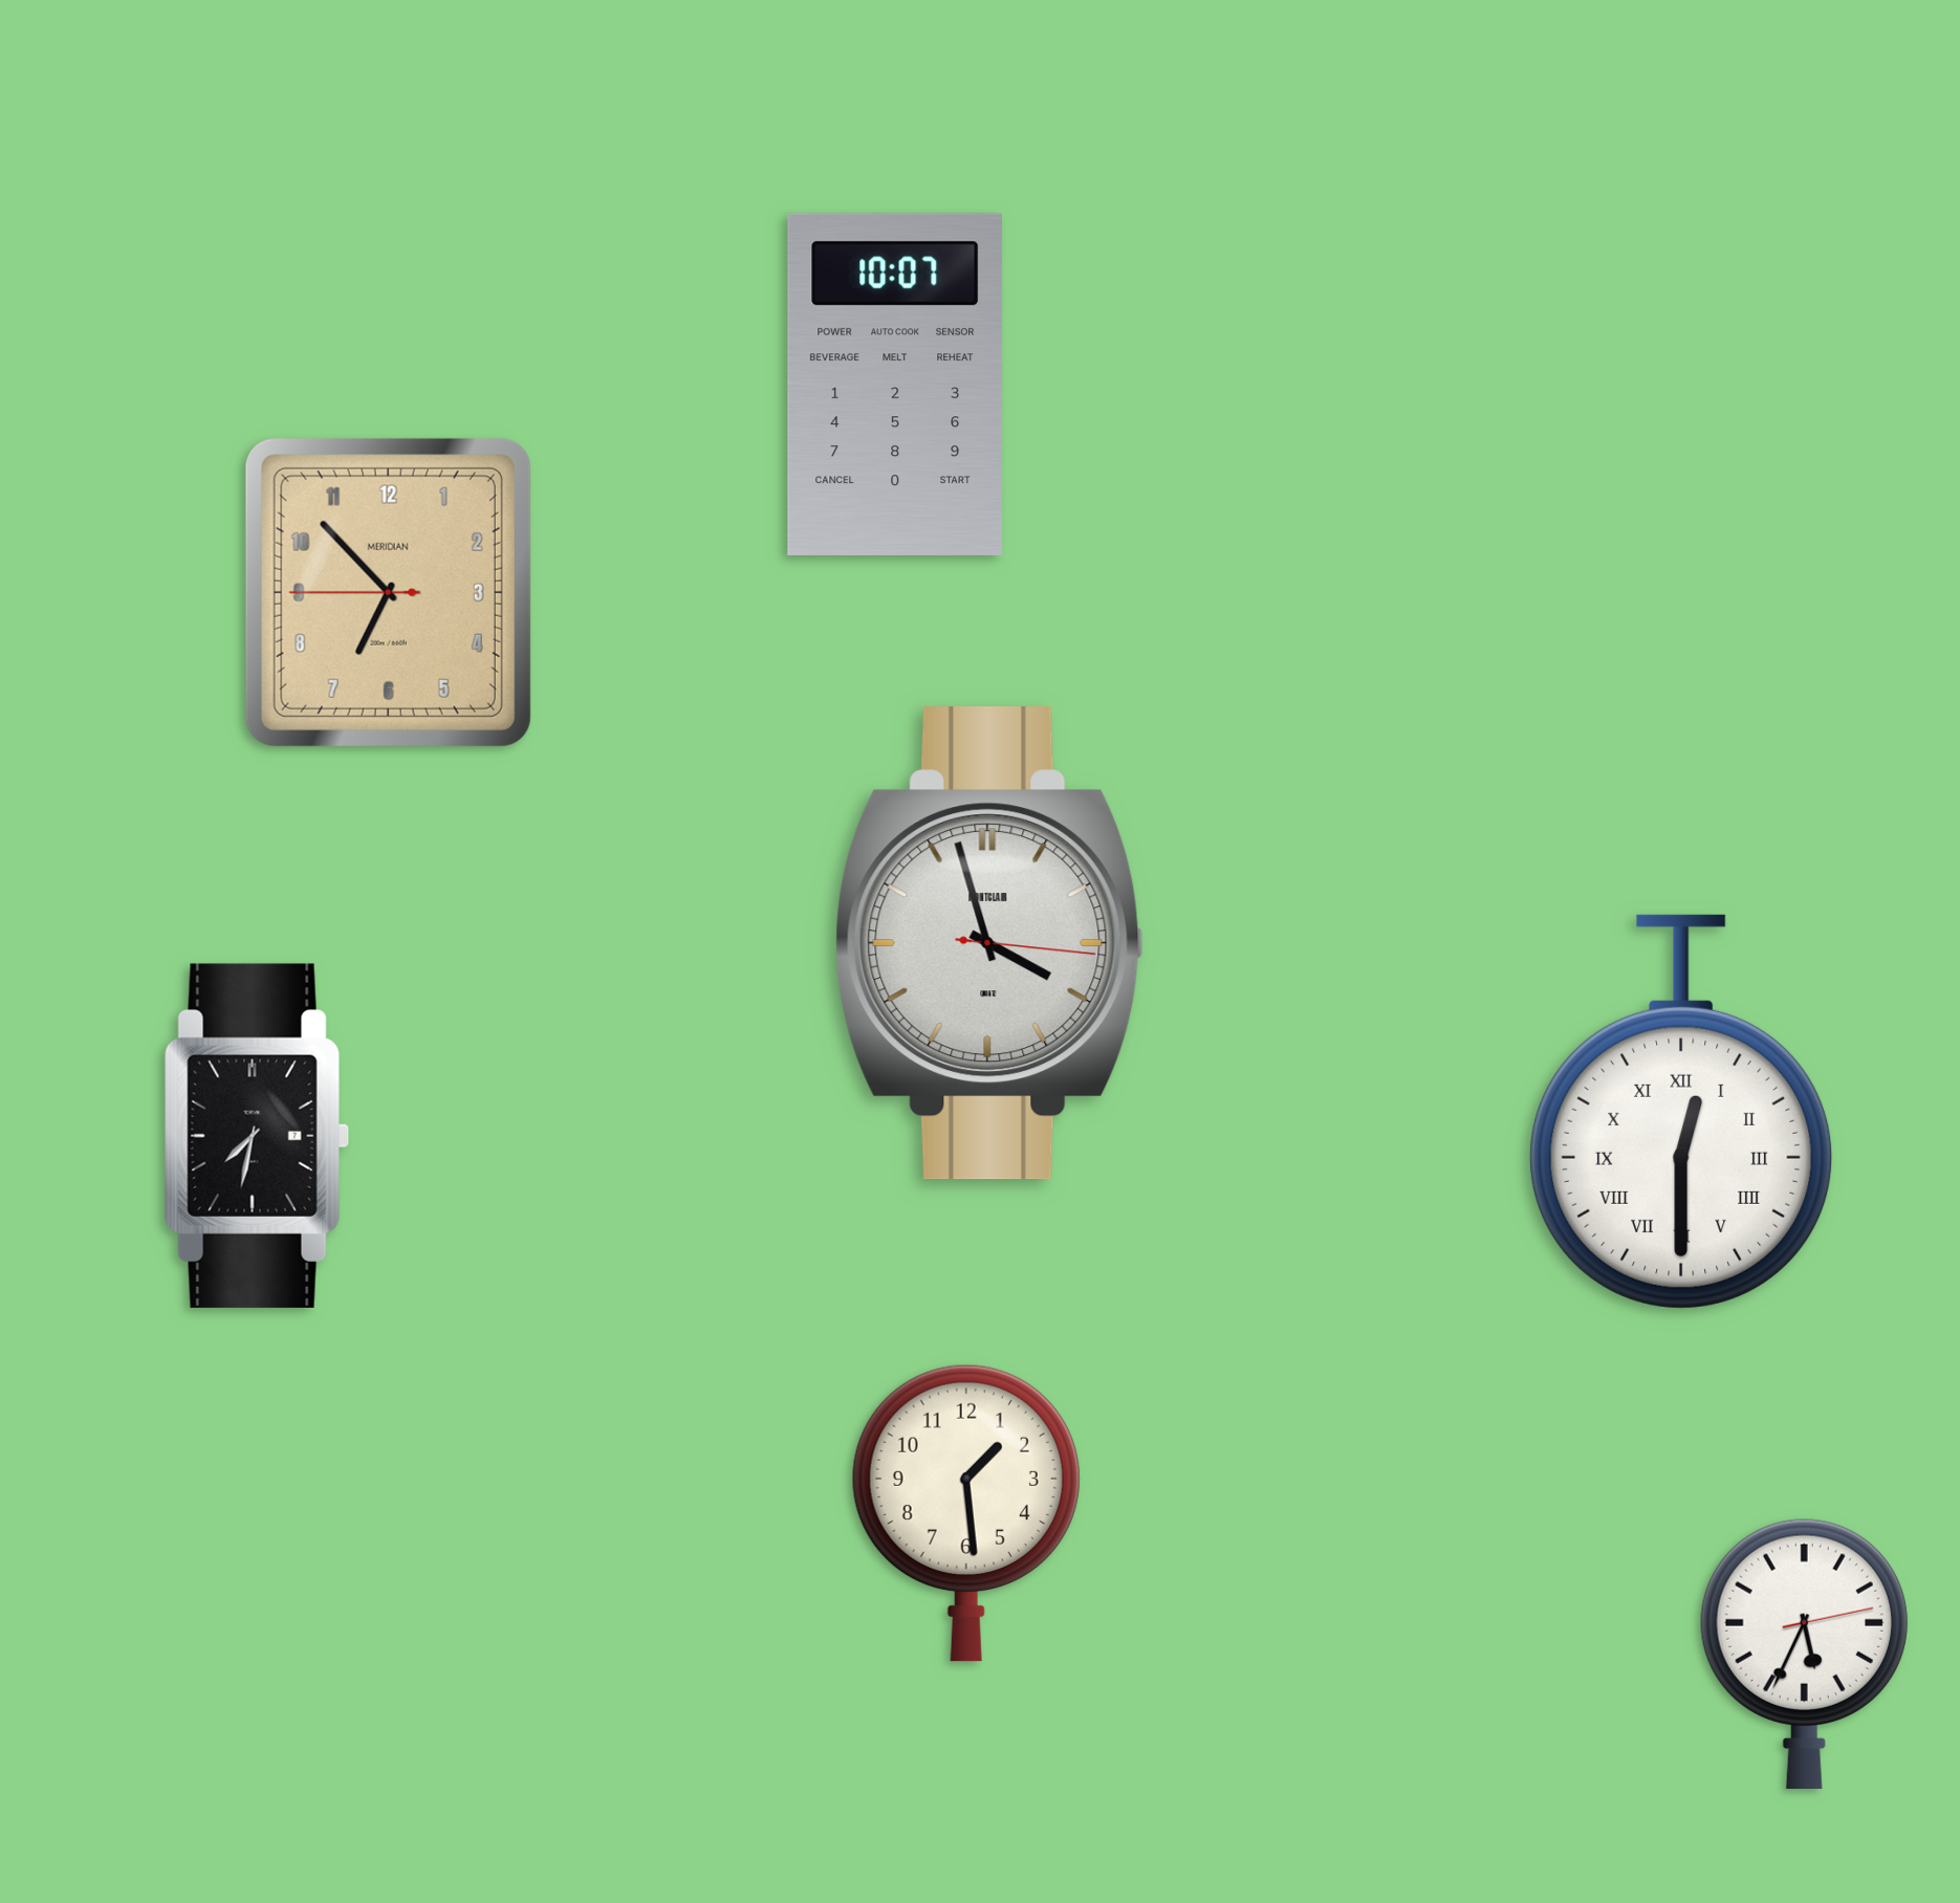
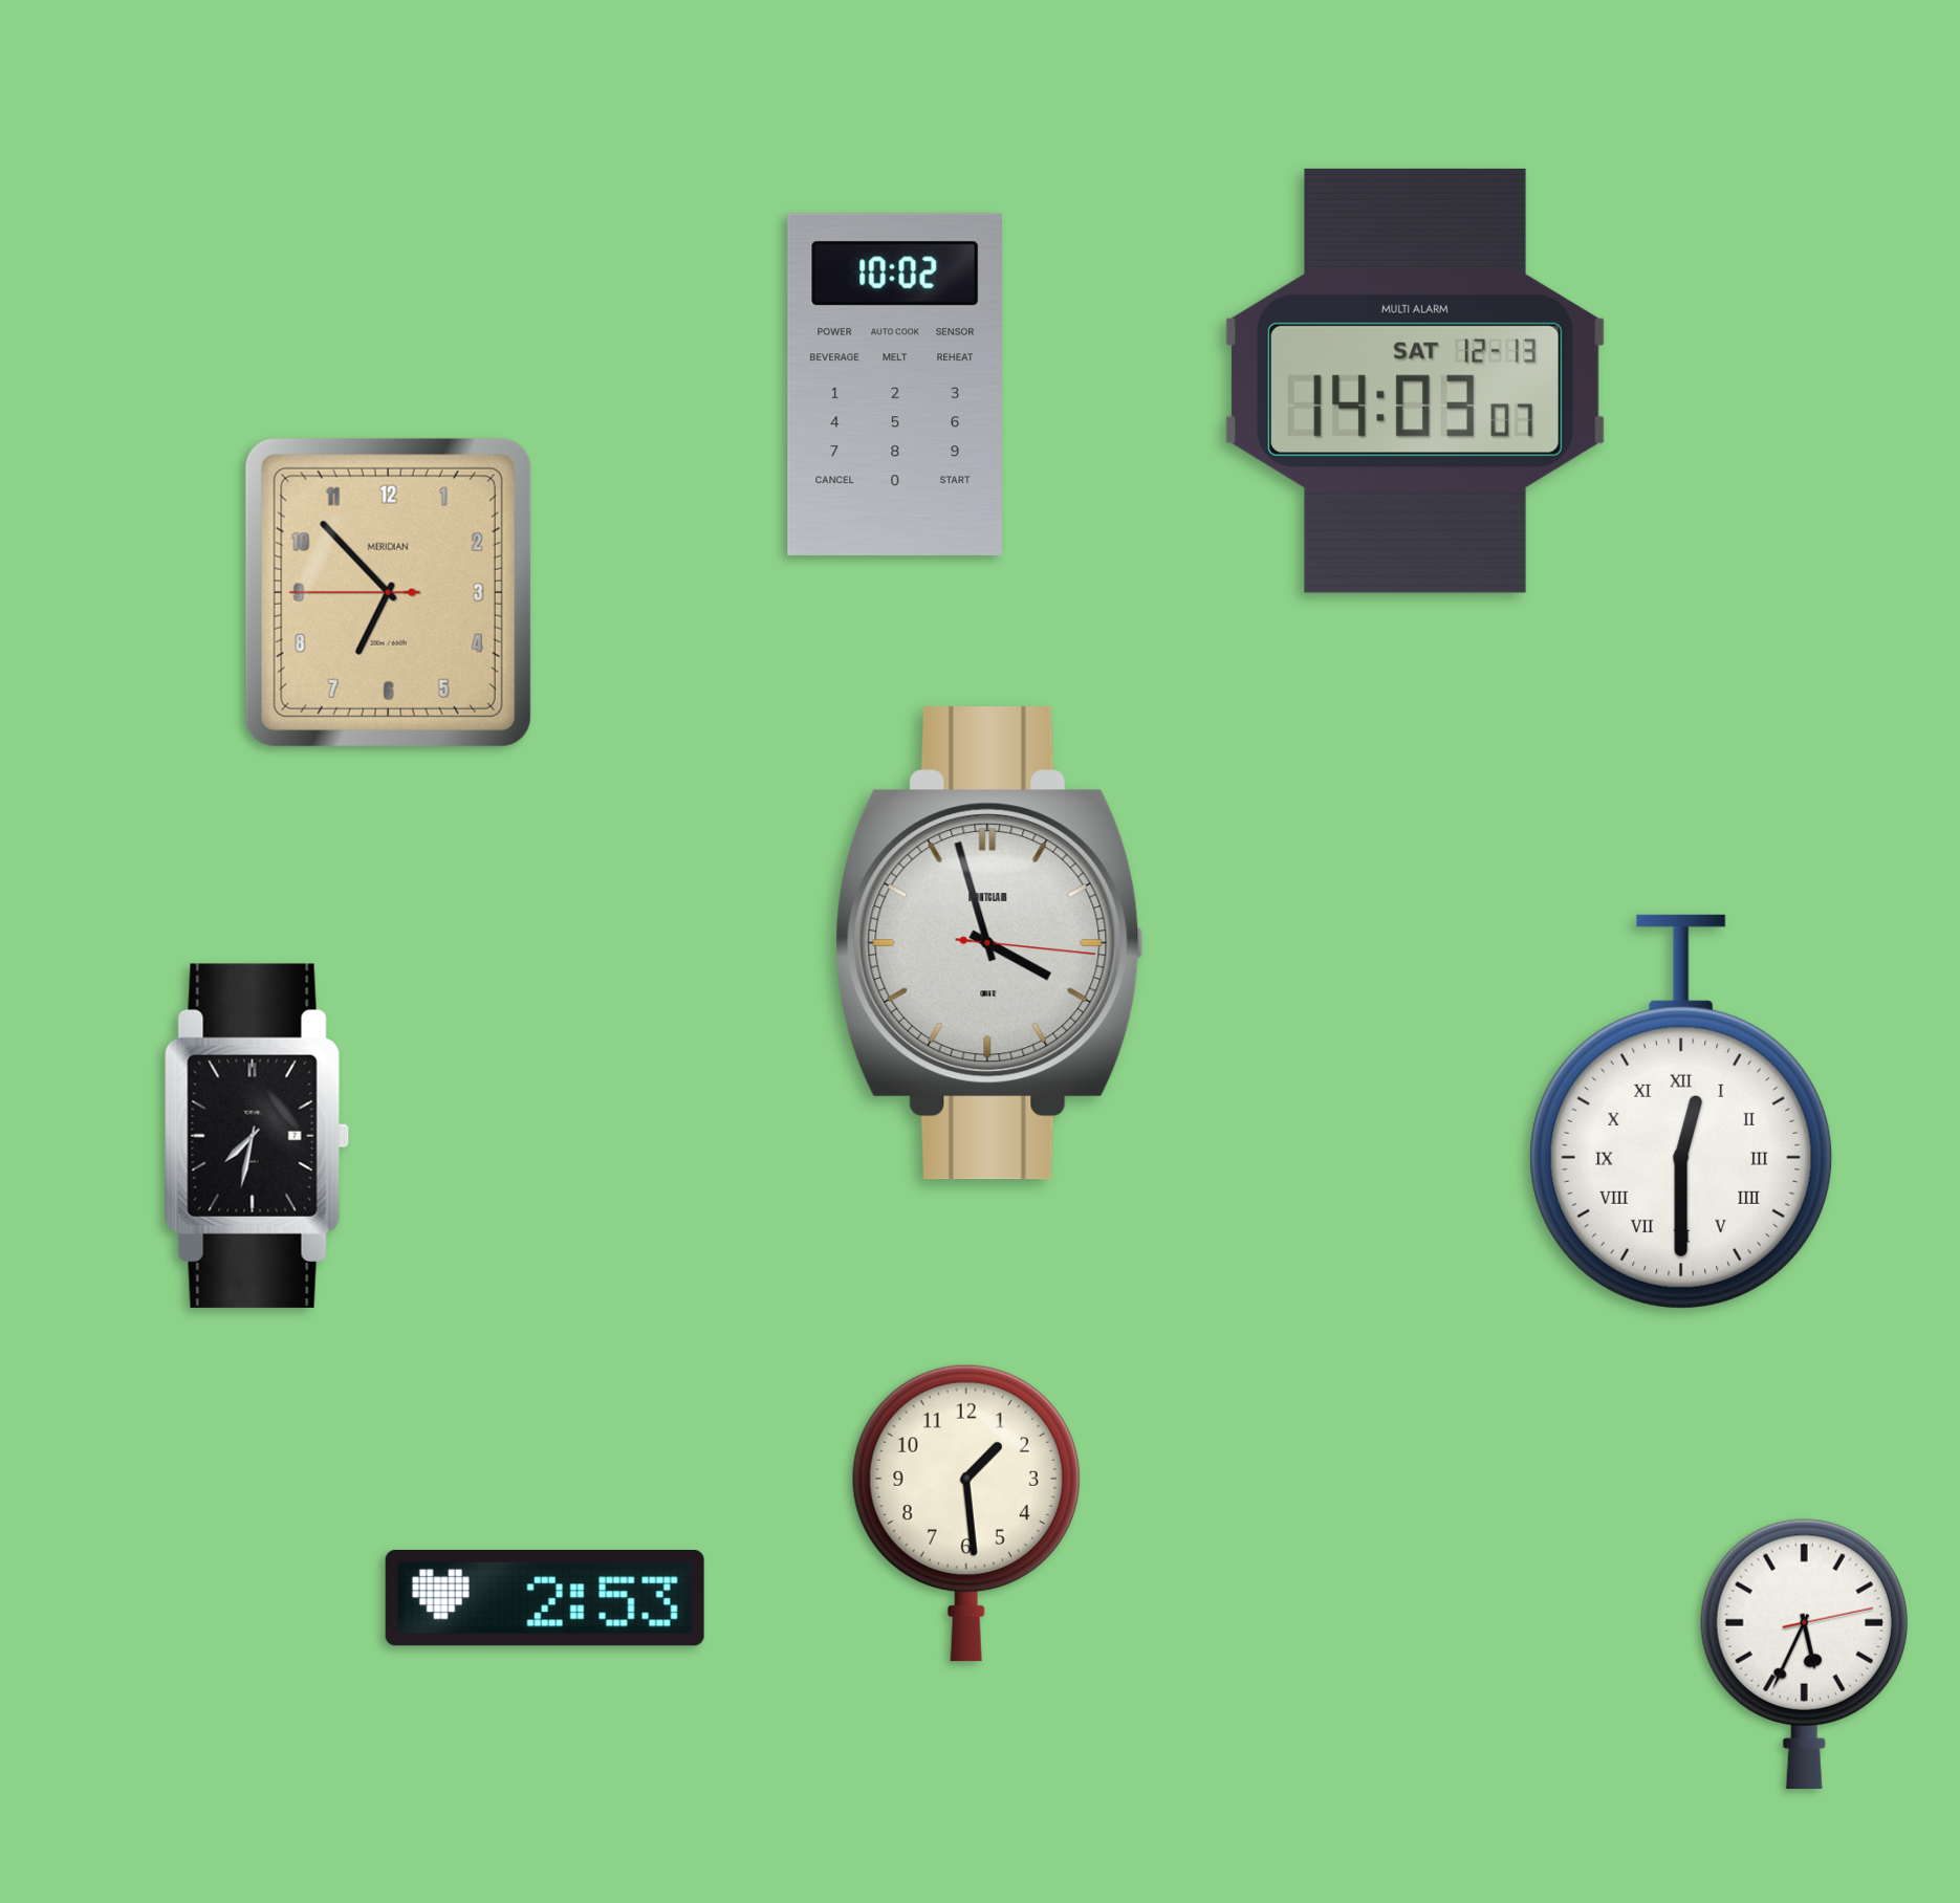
clock at (1416, 380): none -> 14:03
clock at (894, 385): 10:07 -> 10:02
clock at (545, 1599): none -> 2:53
